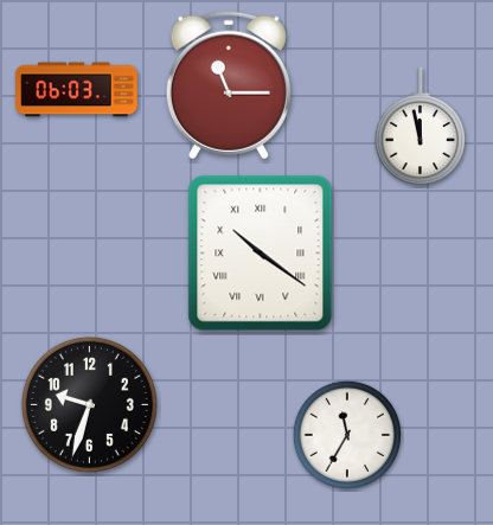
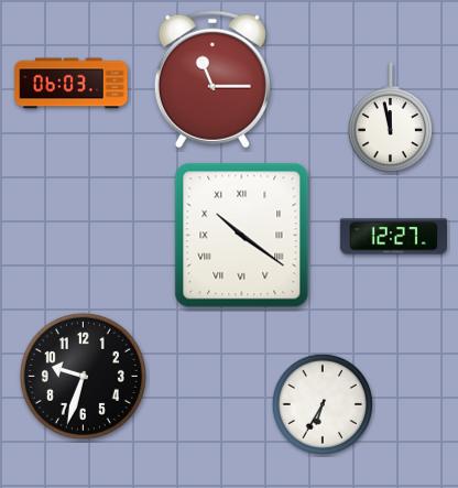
clock at (393, 237): none -> 12:27
clock at (346, 434): 11:35 -> 6:35
